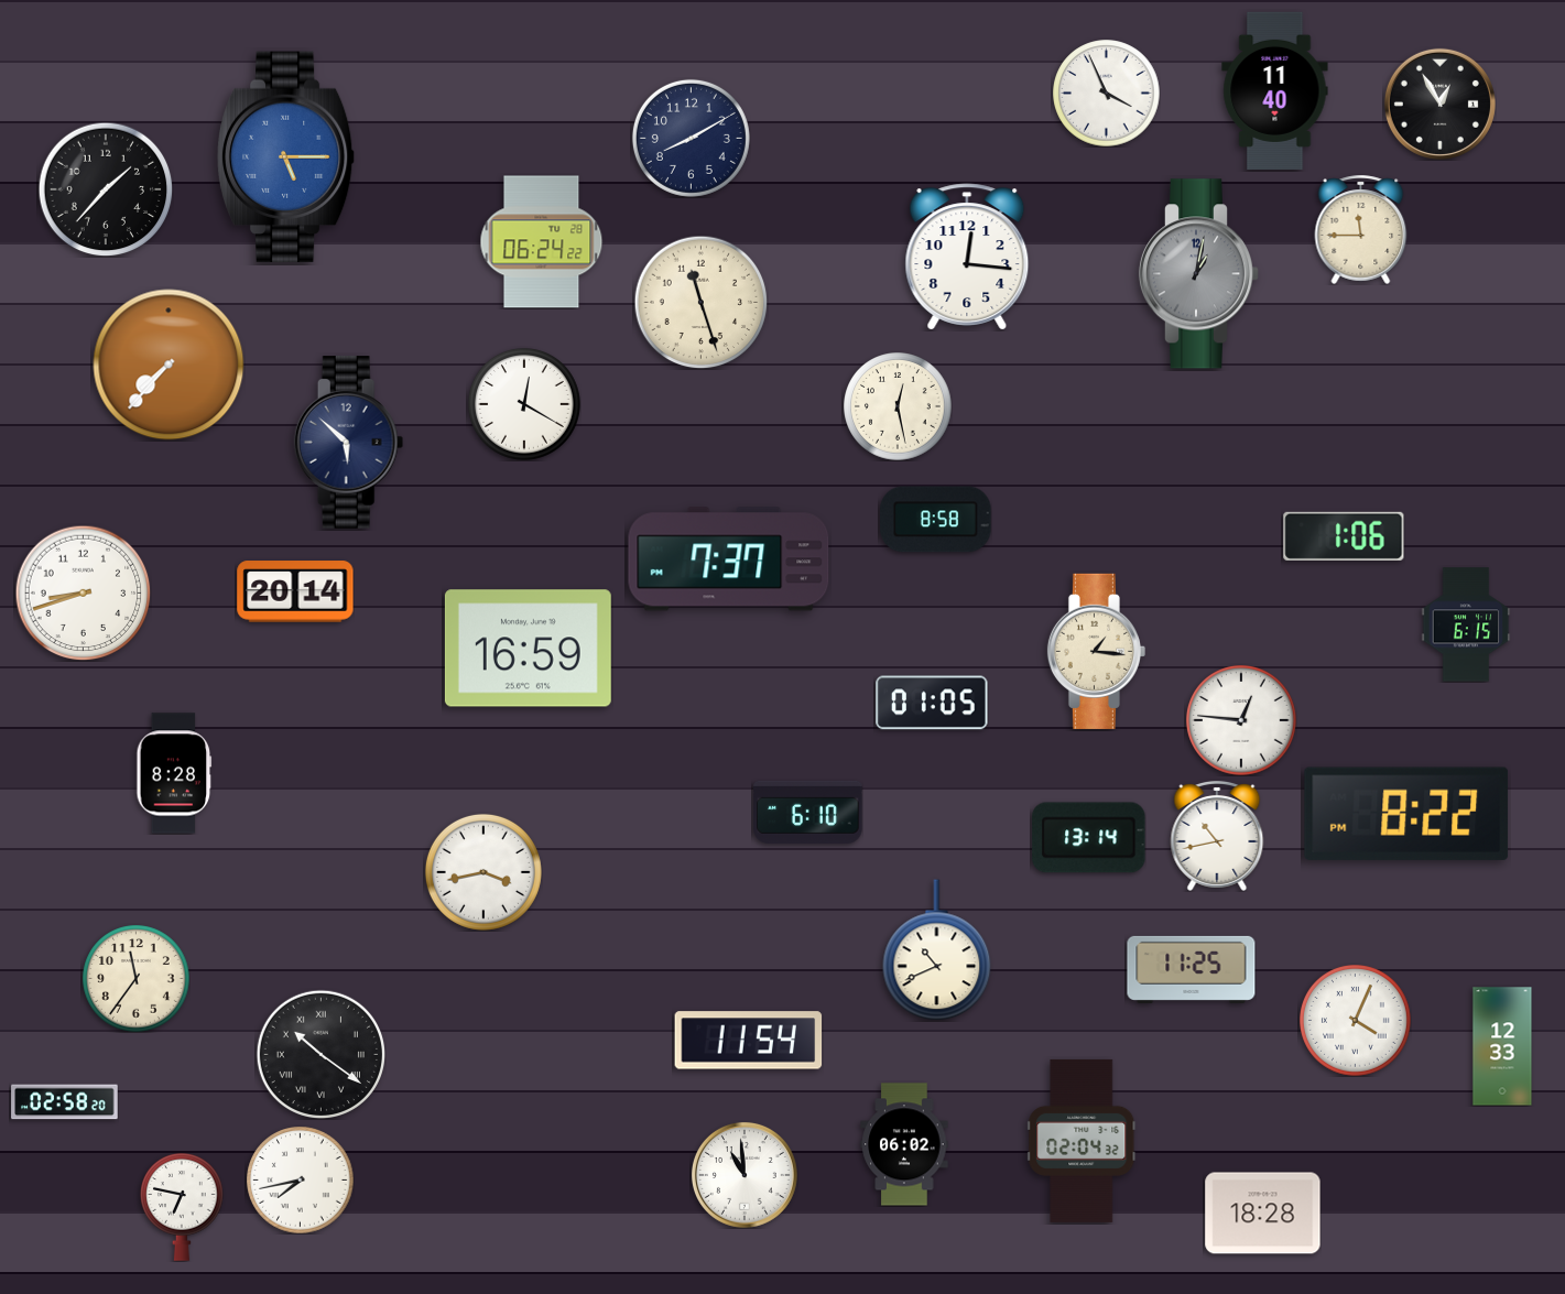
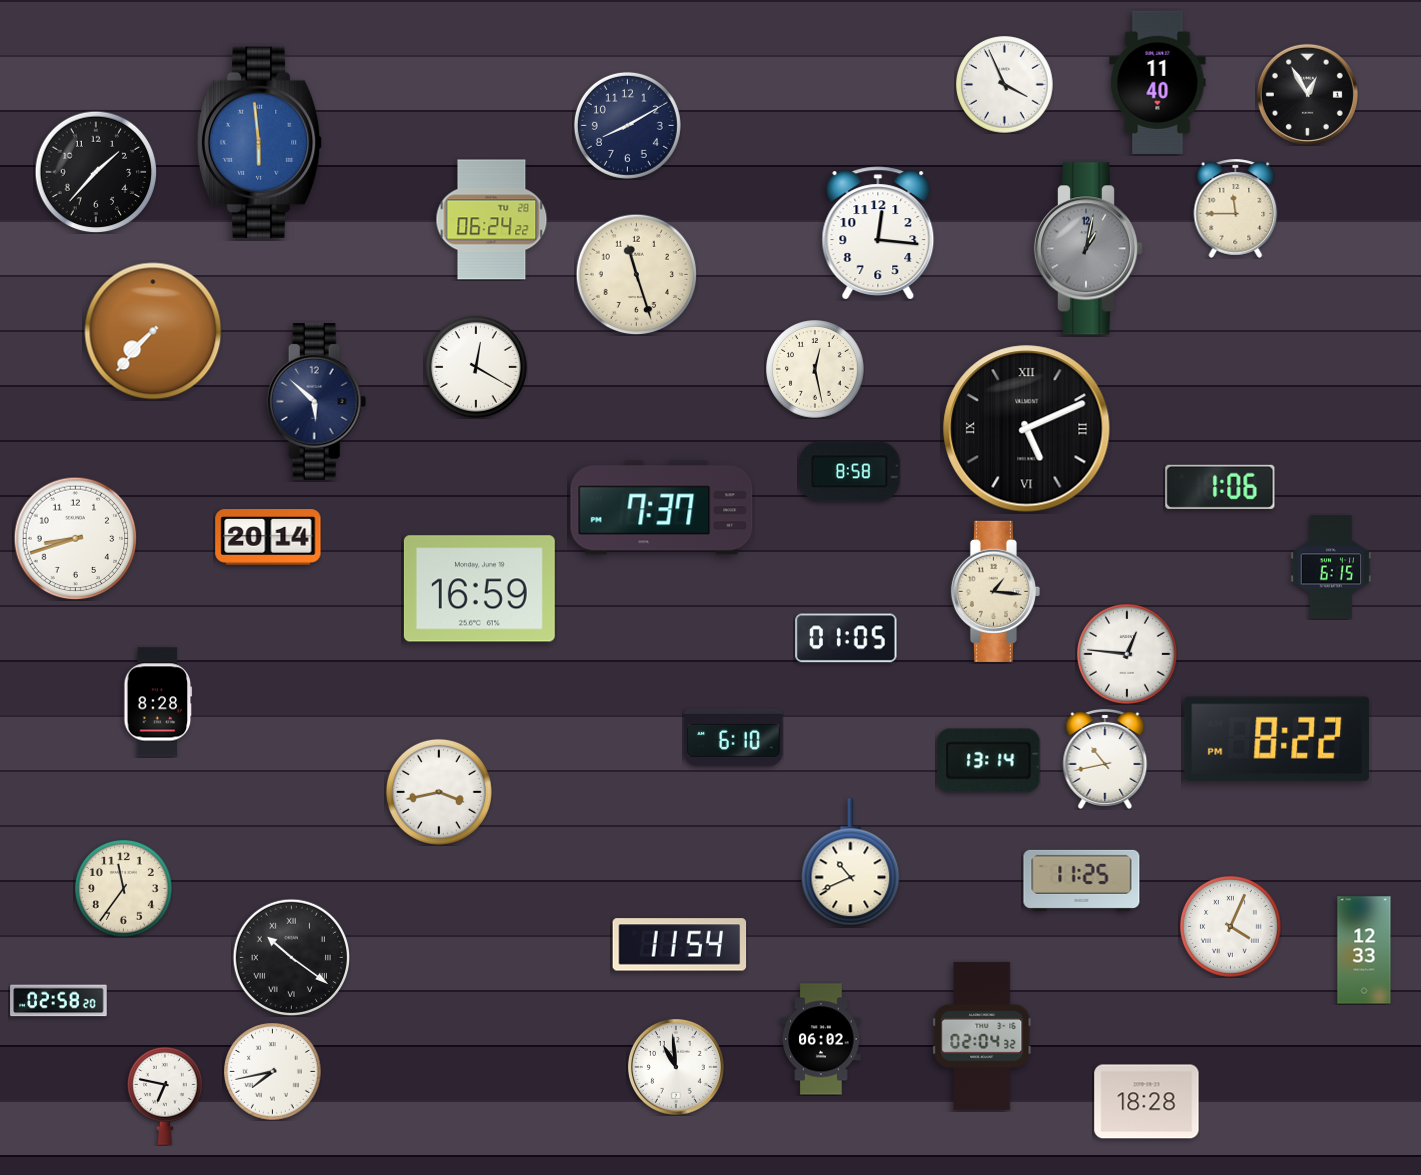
clock at (286, 157): 5:15 -> 5:59
clock at (1027, 429): none -> 5:11
